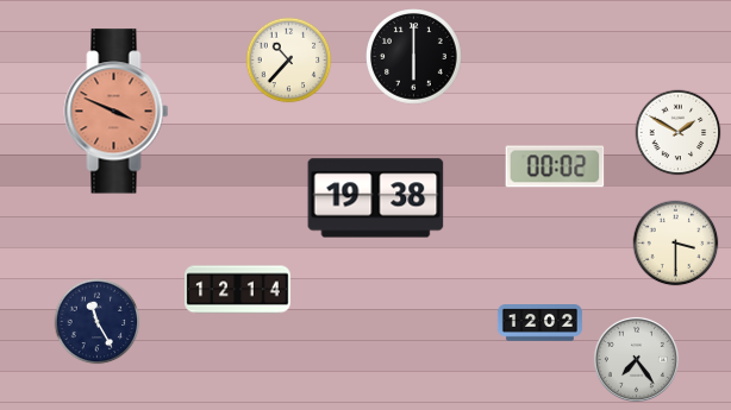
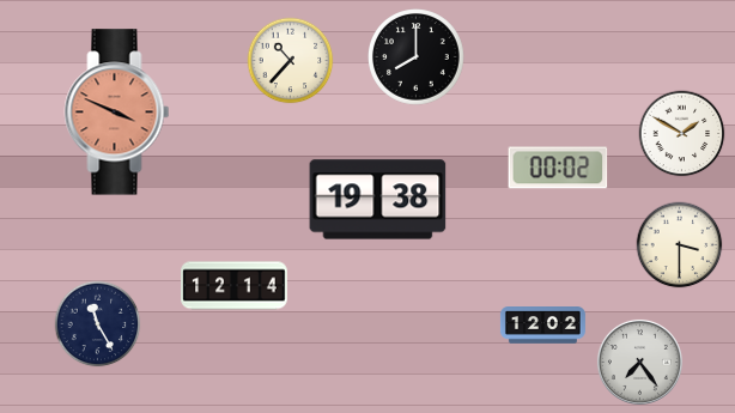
clock at (414, 57): 6:00 -> 8:00
clock at (238, 290) position: (238, 290) -> (235, 286)
